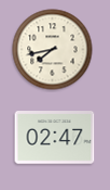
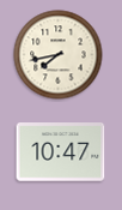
clock at (55, 138): 02:47 -> 10:47
